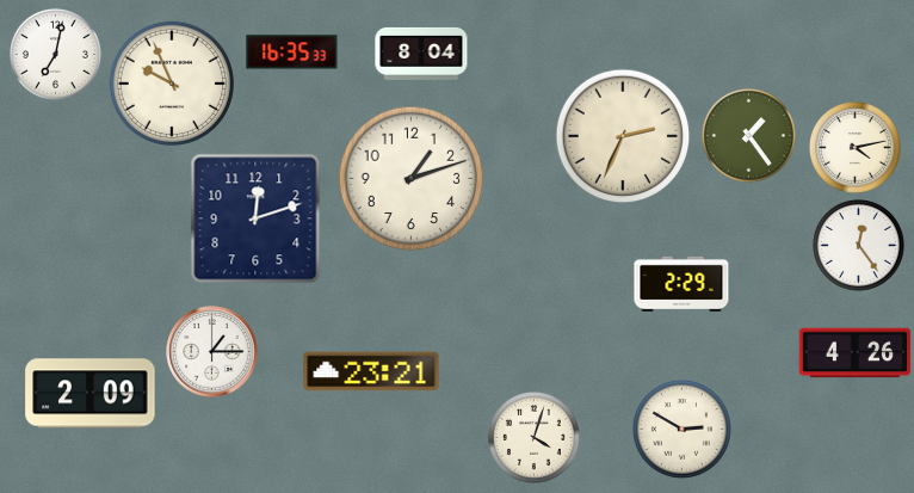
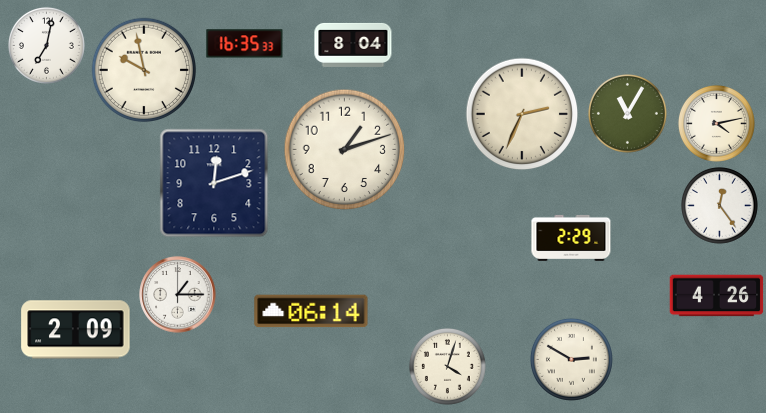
clock at (171, 82): 9:56 -> 9:58
clock at (748, 135): 1:24 -> 11:05
clock at (371, 371): 23:21 -> 06:14
